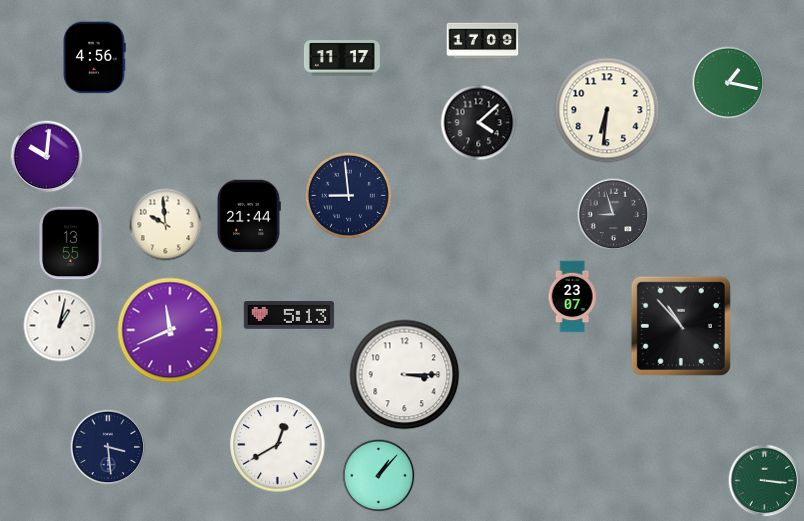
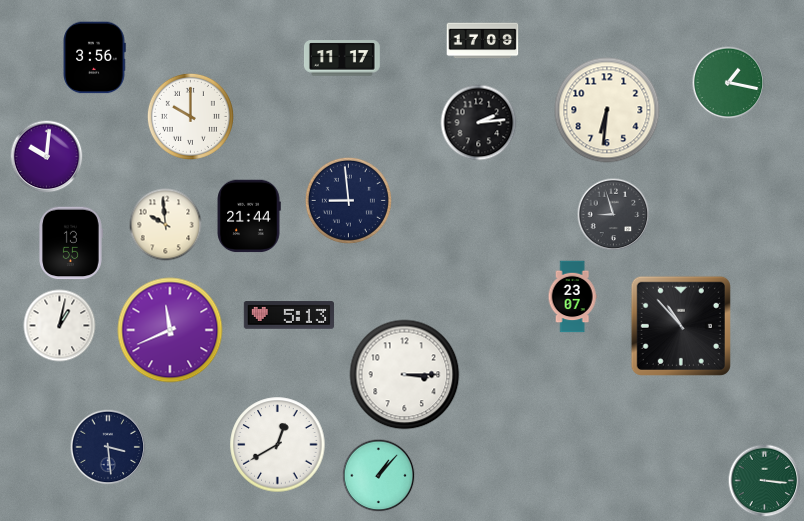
clock at (94, 58): 4:56 -> 3:56
clock at (190, 116): none -> 10:00
clock at (479, 123): 4:08 -> 2:14
clock at (348, 195) position: (348, 195) -> (348, 200)
